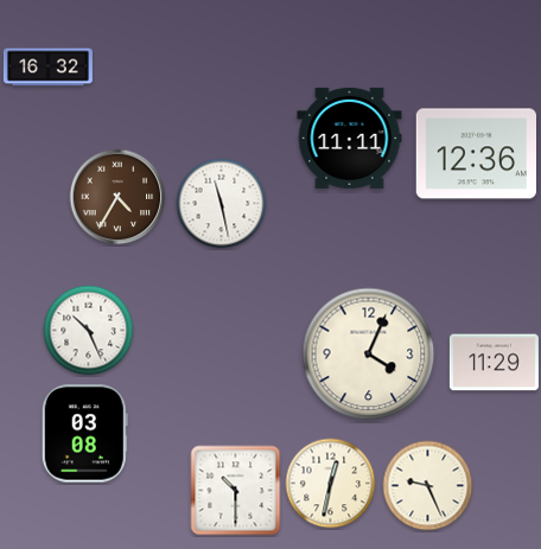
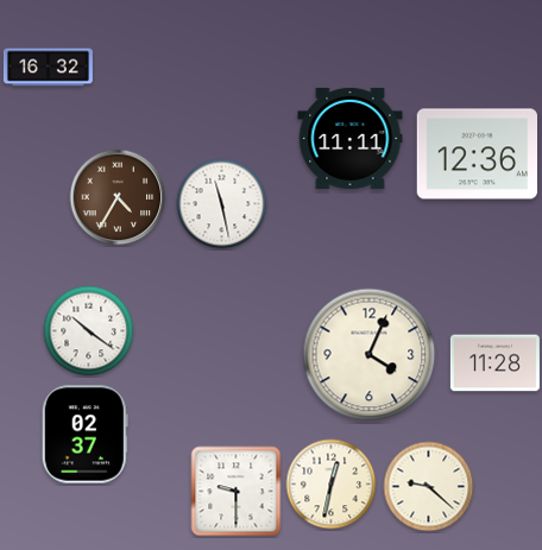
clock at (89, 331): 10:26 -> 10:21
clock at (494, 363): 11:29 -> 11:28
clock at (84, 434): 03:08 -> 02:37
clock at (428, 486): 9:26 -> 9:22
clock at (236, 491): 10:30 -> 9:30
